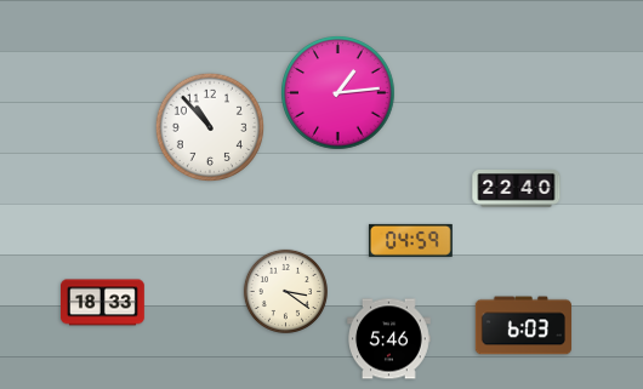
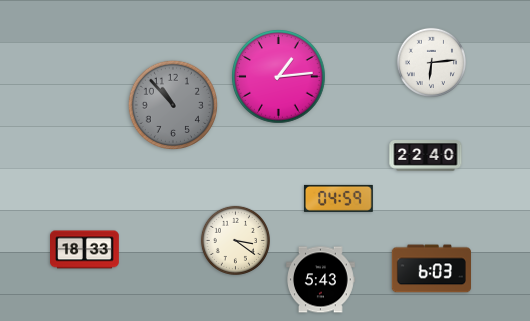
clock at (431, 62): none -> 6:14
clock at (210, 127) dial: white -> grey
clock at (389, 339): 5:46 -> 5:43
